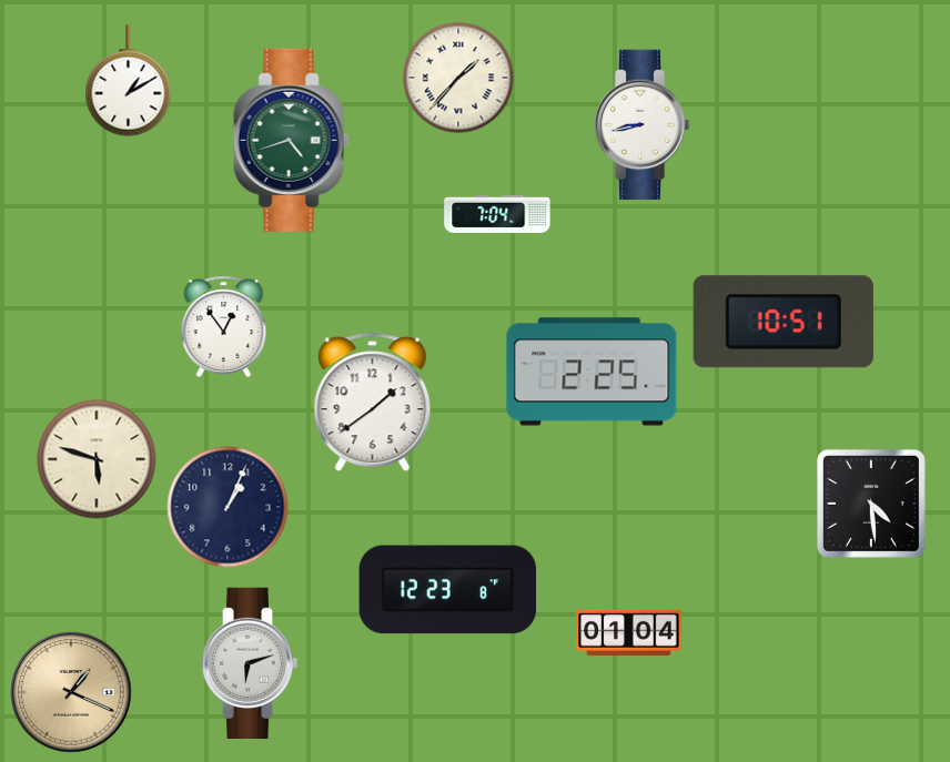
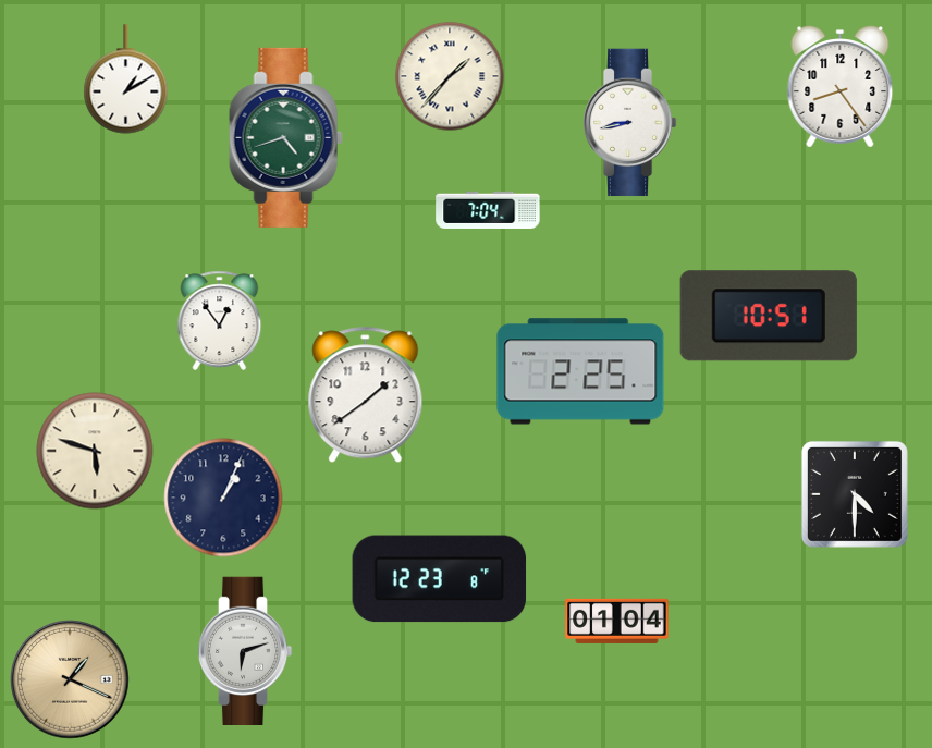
clock at (841, 87): none -> 8:24
clock at (592, 372) position: (592, 372) -> (580, 371)
clock at (871, 504): 4:29 -> 4:30
